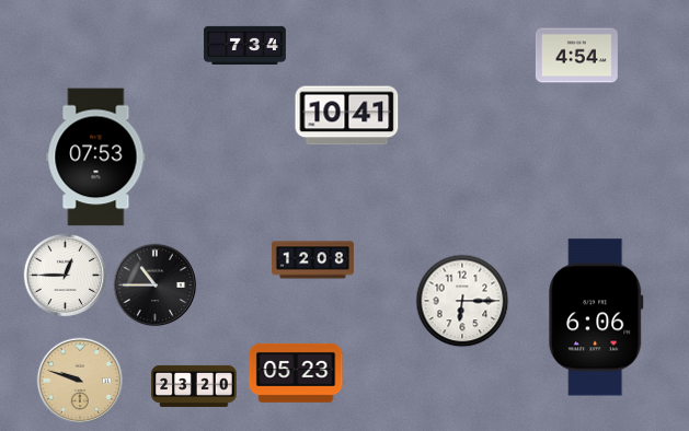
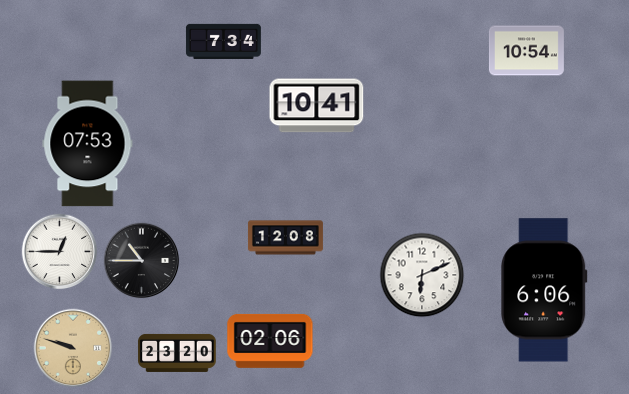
clock at (576, 56): 4:54 -> 10:54
clock at (462, 301): 6:15 -> 6:11
clock at (296, 373): 05:23 -> 02:06
